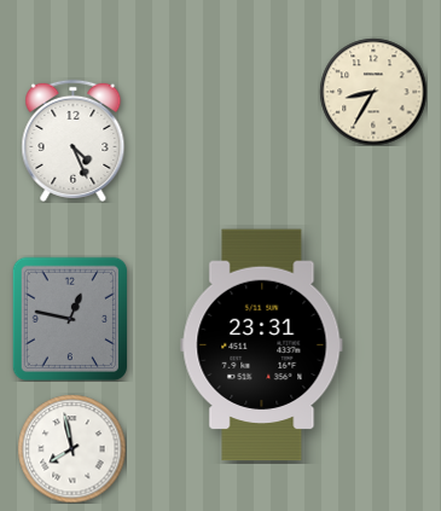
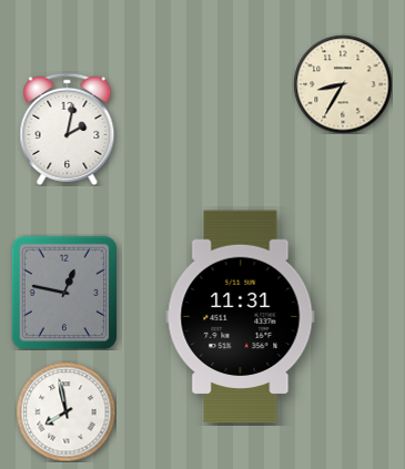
clock at (74, 140): 4:26 -> 2:02
clock at (262, 345): 23:31 -> 11:31
